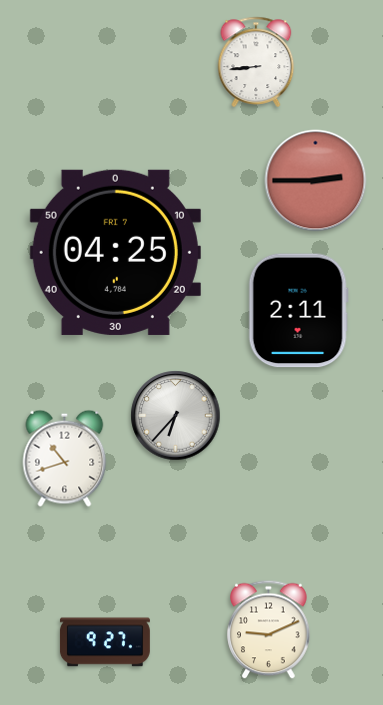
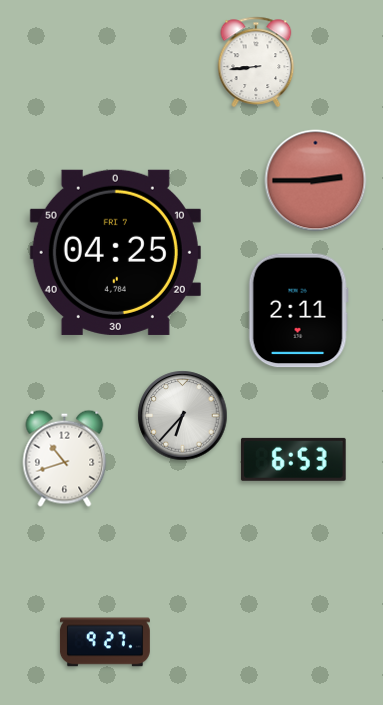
clock at (176, 416) position: (176, 416) -> (183, 416)
clock at (293, 459): none -> 6:53
clock at (269, 630): 9:11 -> none
